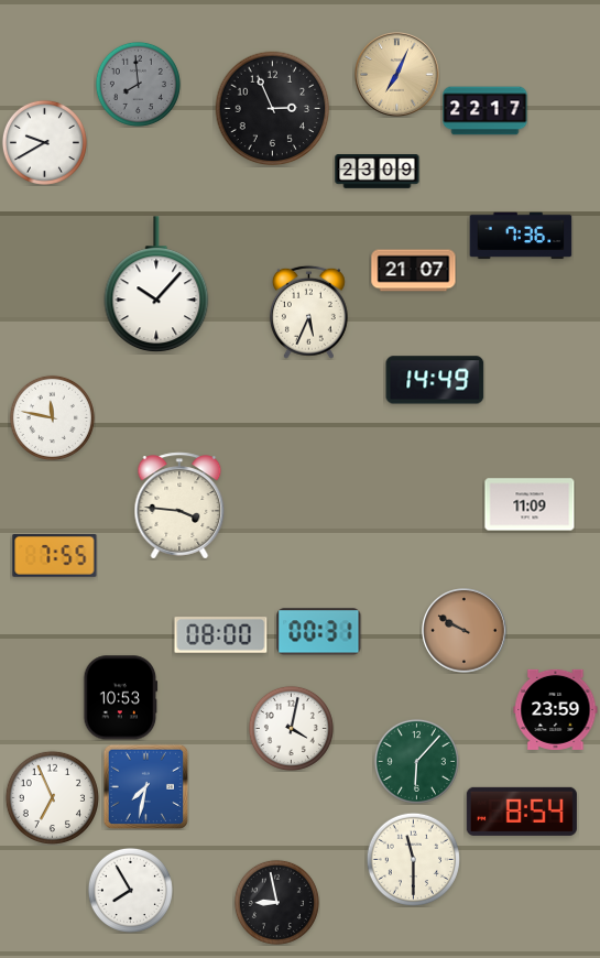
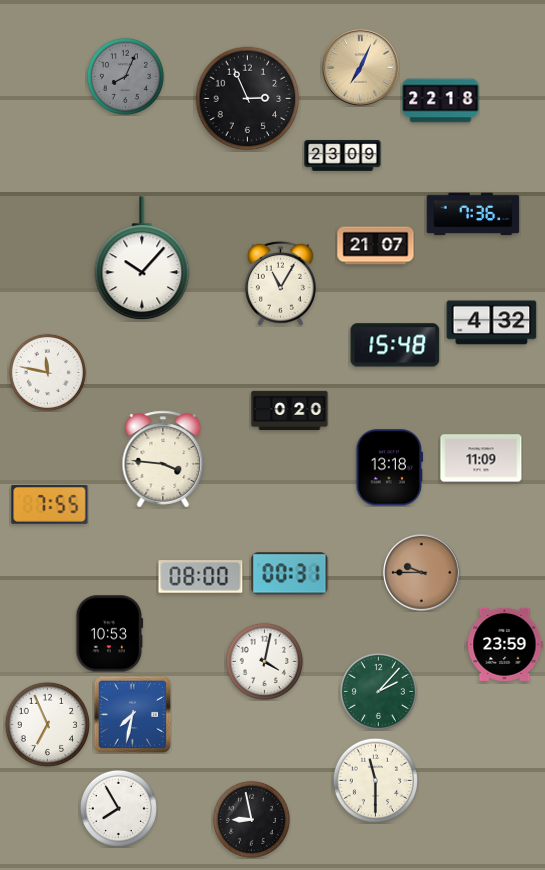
clock at (138, 84): 7:59 -> 8:04
clock at (486, 111): 22:17 -> 22:18
clock at (44, 142): 9:40 -> none
clock at (308, 312): 5:34 -> 11:05
clock at (492, 323): none -> 4:32
clock at (435, 380): 14:49 -> 15:48
clock at (52, 417) position: (52, 417) -> (47, 372)
clock at (290, 410): none -> 0:20
clock at (390, 468): none -> 13:18
clock at (465, 631): 9:50 -> 9:45
clock at (416, 761): 6:07 -> 2:07
clock at (522, 812): 8:54 -> none
